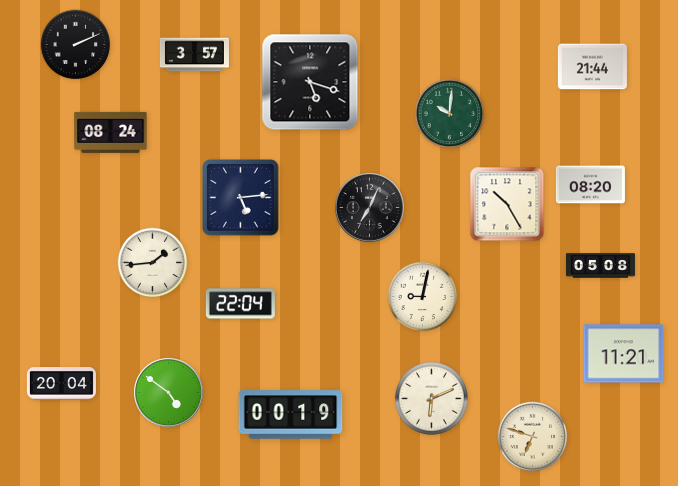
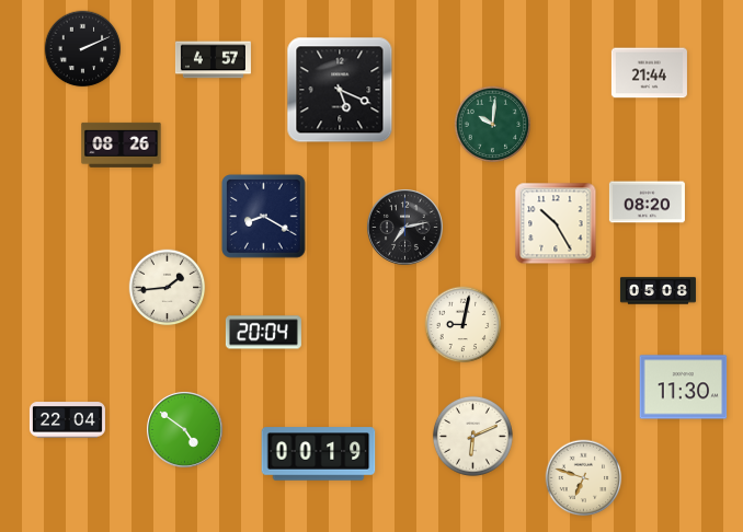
clock at (194, 55): 3:57 -> 4:57
clock at (310, 82): 5:18 -> 5:19
clock at (111, 132): 08:24 -> 08:26
clock at (241, 198): 5:14 -> 8:20
clock at (370, 208): 7:04 -> 7:13
clock at (240, 304): 22:04 -> 20:04
clock at (624, 354): 11:21 -> 11:30
clock at (61, 384): 20:04 -> 22:04
